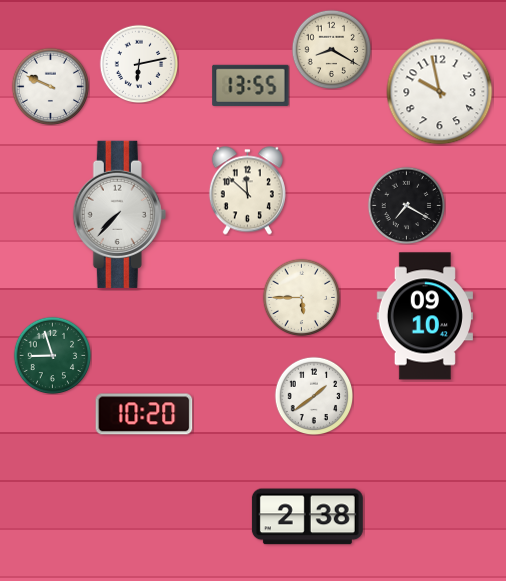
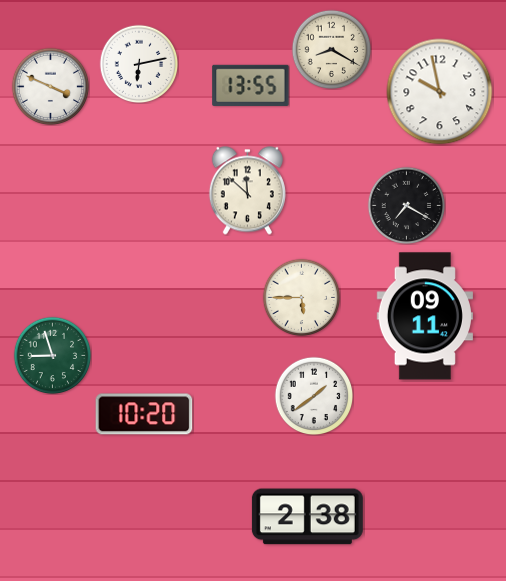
clock at (50, 86): 9:49 -> 3:49
clock at (119, 214): 7:37 -> none
clock at (425, 316): 09:10 -> 09:11
